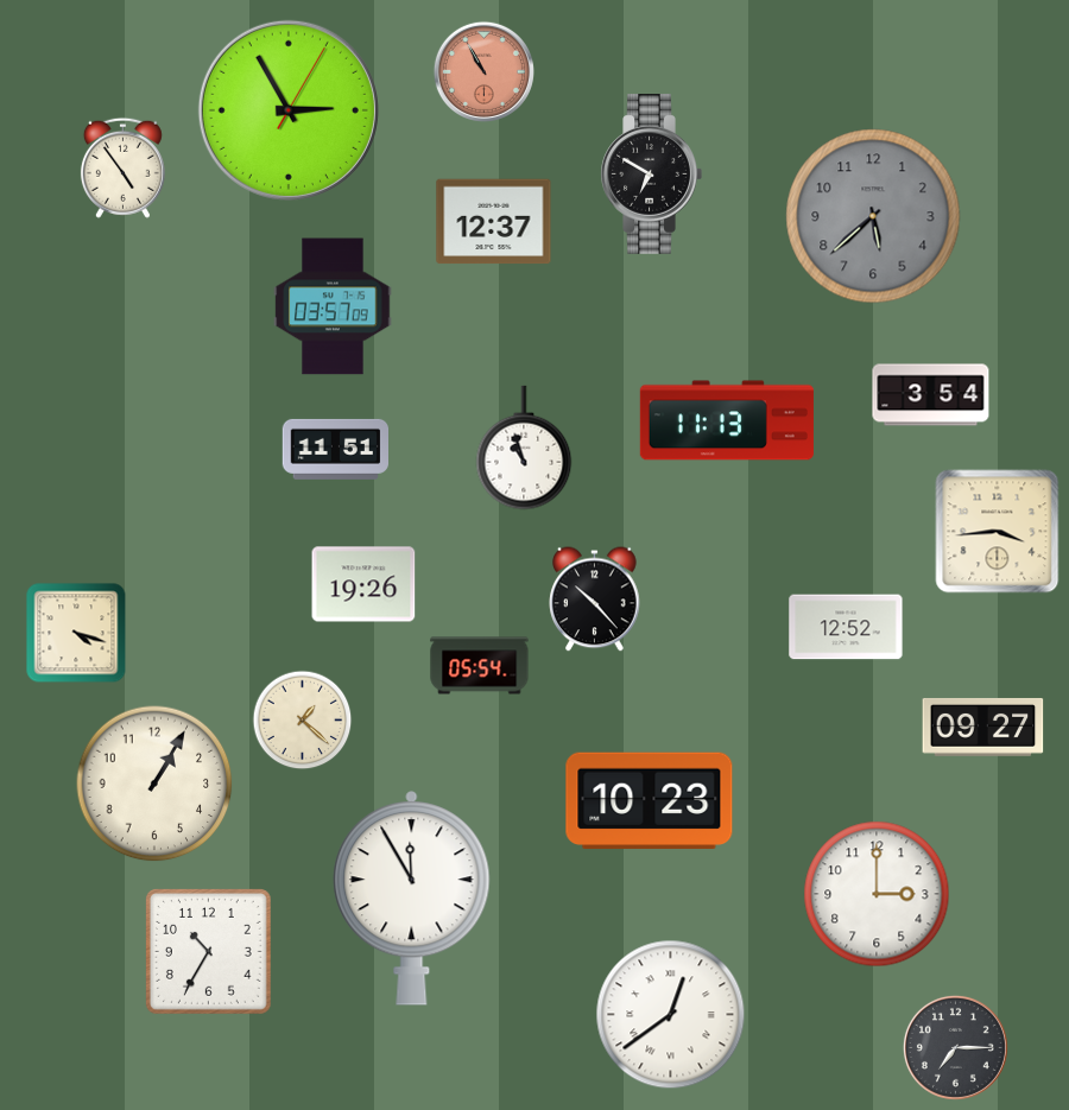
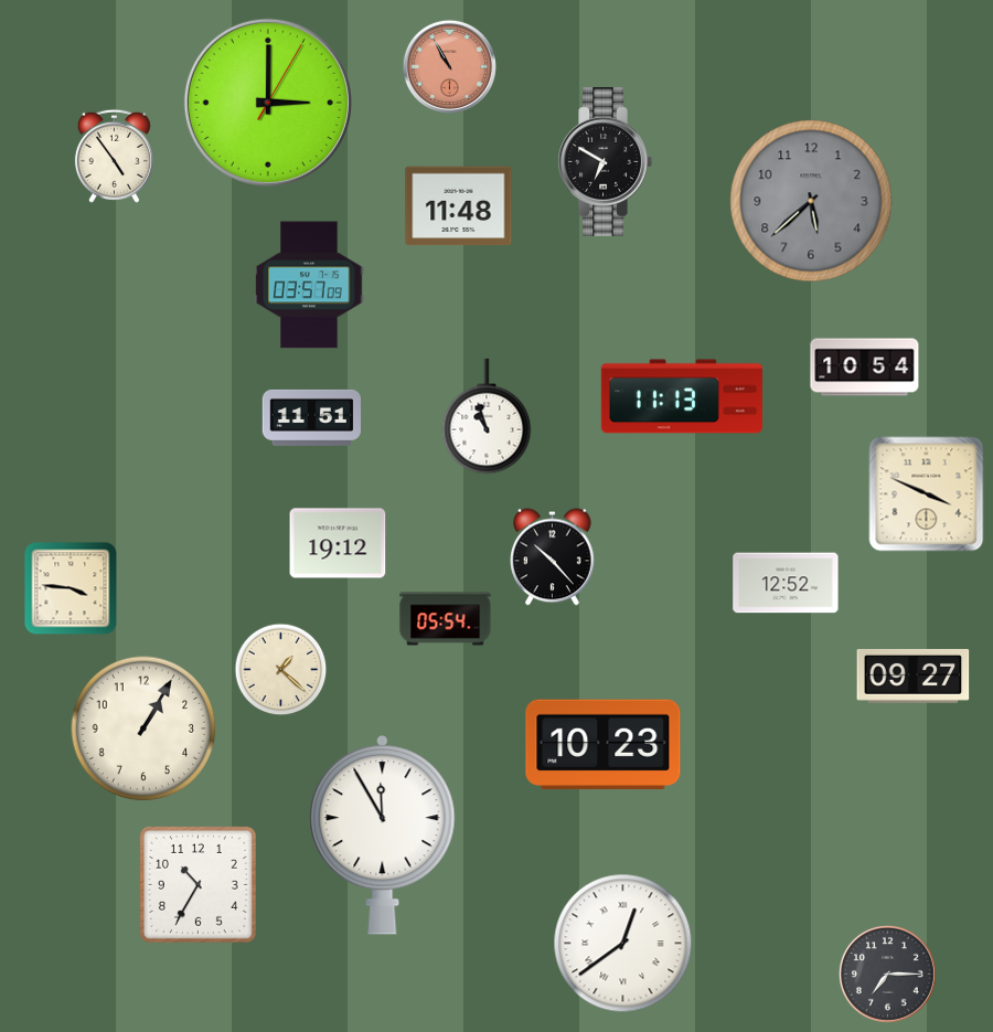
clock at (289, 110): 2:55 -> 3:00
clock at (494, 222): 12:37 -> 11:48
clock at (931, 395): 3:54 -> 10:54
clock at (727, 420) position: (727, 420) -> (682, 396)
clock at (998, 532): 3:44 -> 3:49
clock at (363, 584): 19:26 -> 19:12
clock at (76, 633): 4:18 -> 3:46
clock at (877, 894): 3:00 -> none
clock at (208, 951) position: (208, 951) -> (197, 884)
